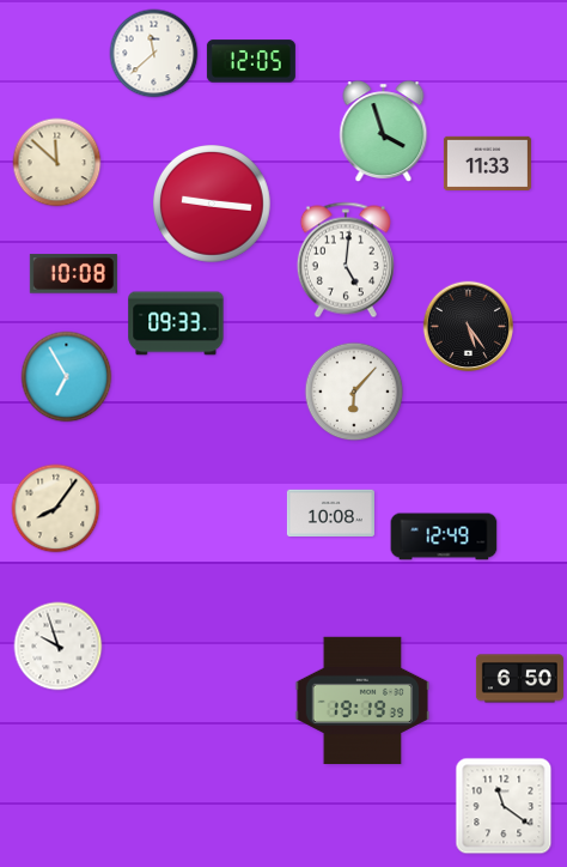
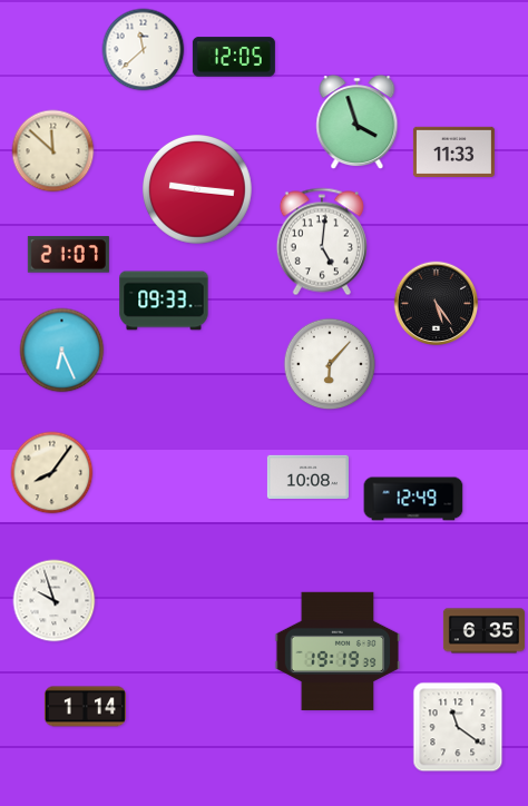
clock at (73, 274): 10:08 -> 21:07
clock at (67, 377): 6:55 -> 6:26
clock at (519, 679): 6:50 -> 6:35
clock at (85, 707): none -> 1:14
clock at (504, 806) position: (504, 806) -> (458, 727)
